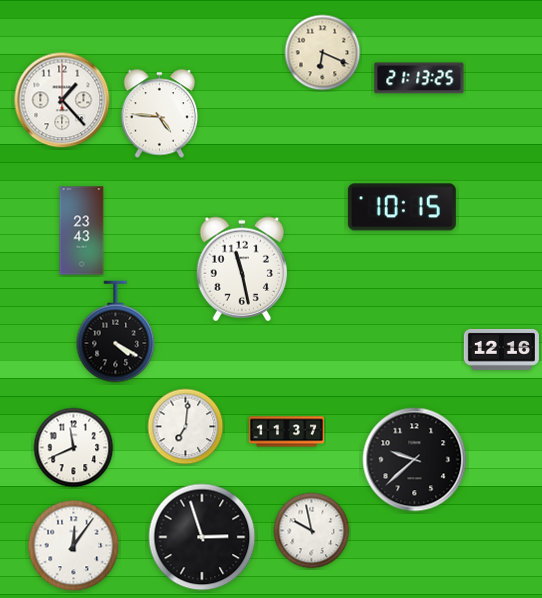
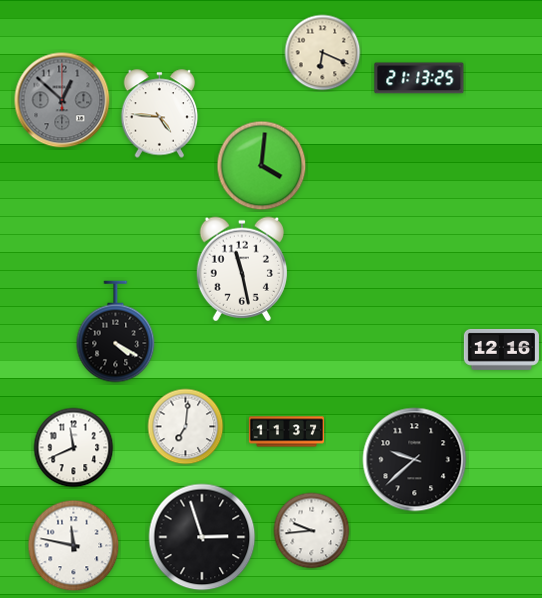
clock at (62, 100): 1:23 -> 12:52
clock at (62, 100) dial: white -> grey
clock at (262, 166): none -> 4:01
clock at (402, 207): 10:15 -> none
clock at (82, 231): 23:43 -> none
clock at (312, 531): 9:58 -> 9:44
clock at (74, 546): 12:06 -> 11:47
